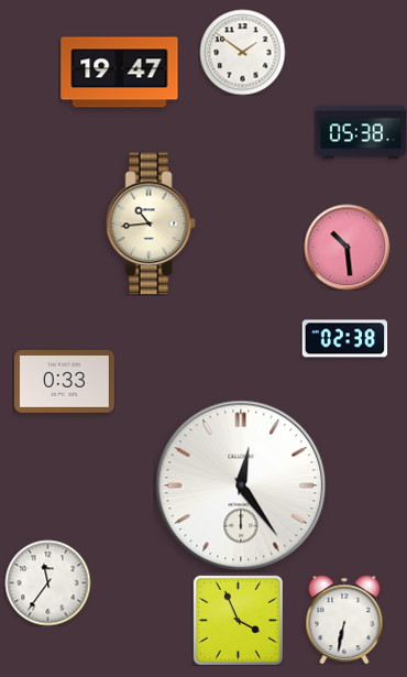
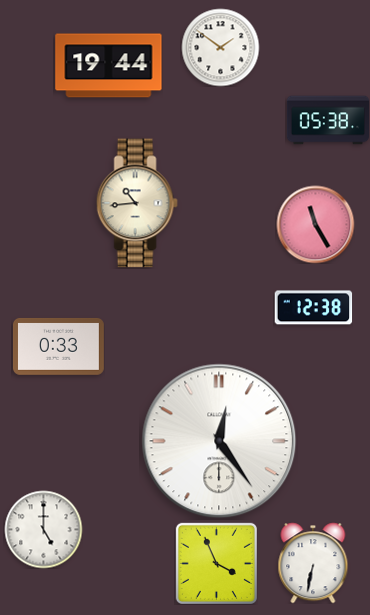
clock at (120, 73): 19:47 -> 19:44
clock at (346, 247): 10:29 -> 11:25
clock at (344, 339): 02:38 -> 12:38
clock at (47, 582): 11:36 -> 5:00
